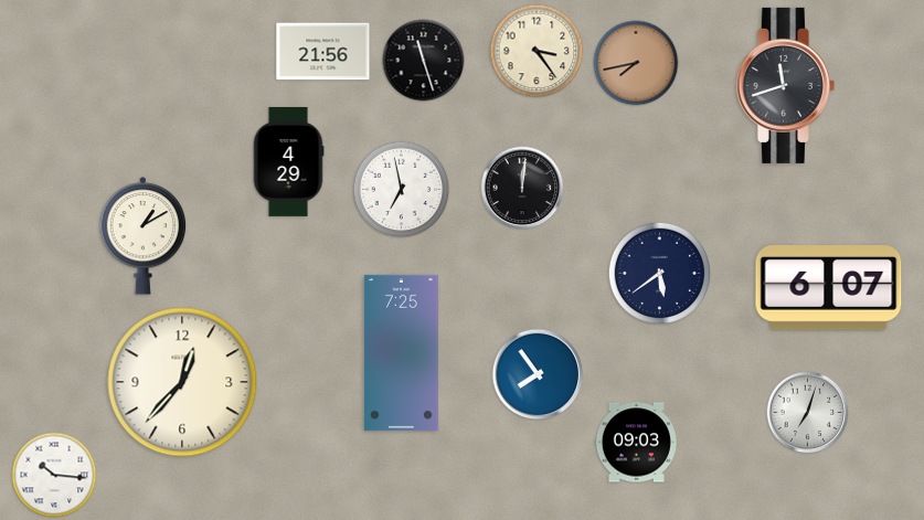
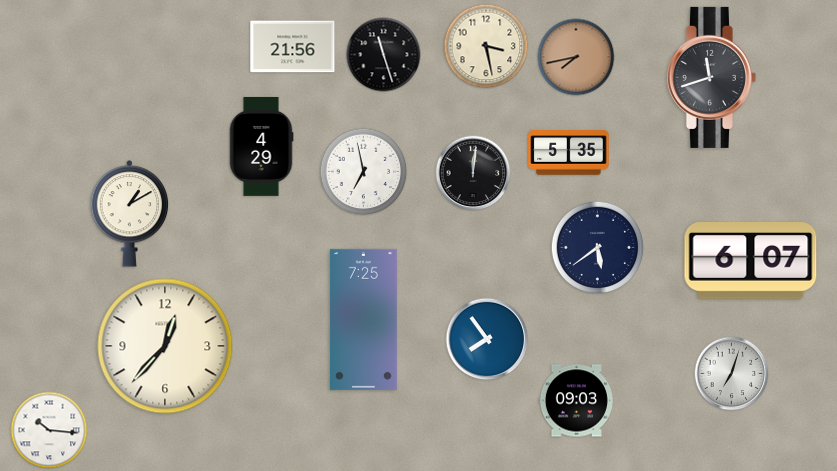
clock at (537, 51): 3:24 -> 3:28
clock at (569, 153): none -> 5:35
clock at (522, 188) position: (522, 188) -> (473, 173)
